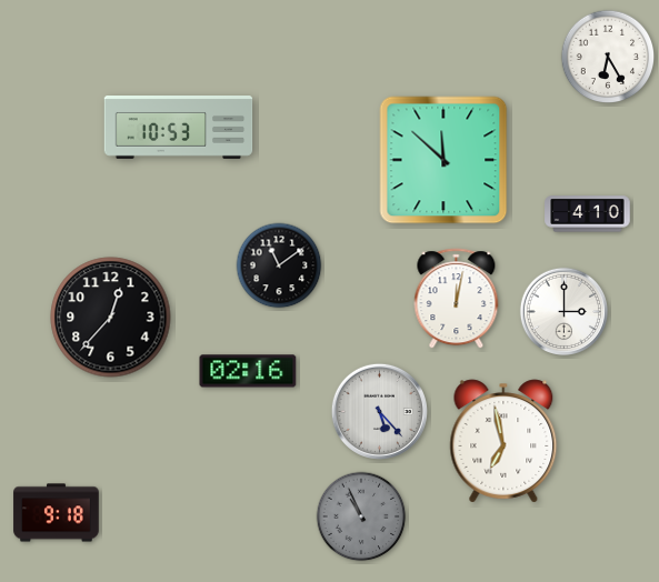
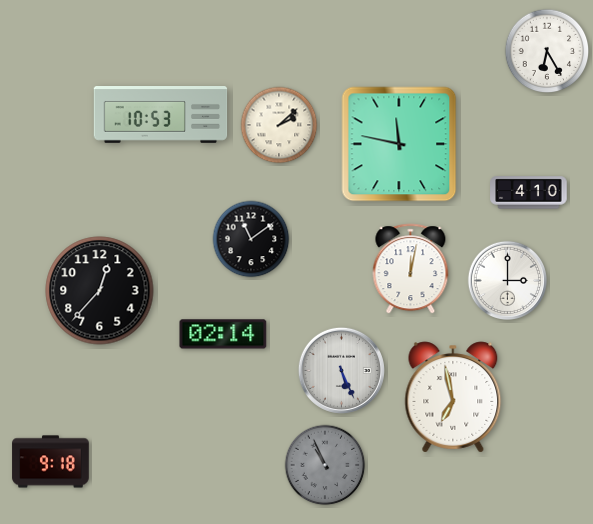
clock at (279, 125): none -> 2:08
clock at (443, 160): 11:52 -> 11:47
clock at (111, 318) position: (111, 318) -> (100, 291)
clock at (248, 371): 02:16 -> 02:14
clock at (379, 411): 5:23 -> 5:26
